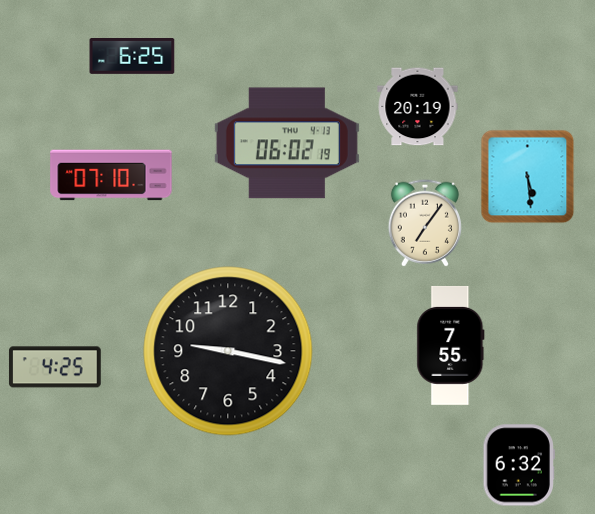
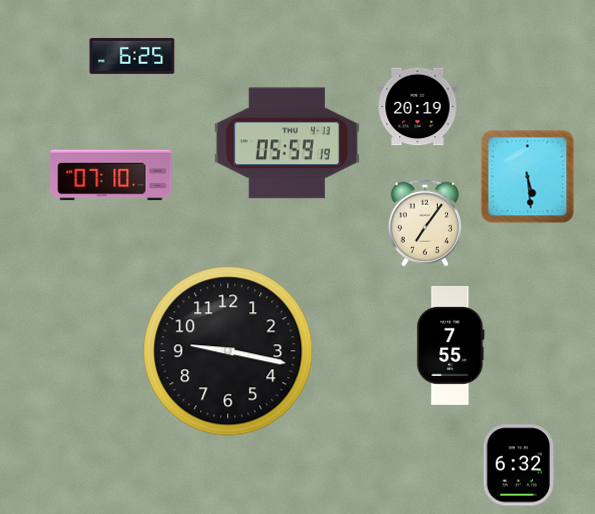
clock at (287, 143): 06:02 -> 05:59
clock at (55, 367): 4:25 -> none
